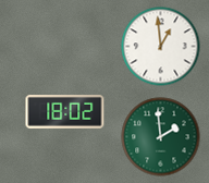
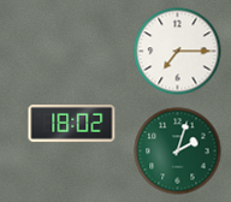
clock at (161, 47): 12:59 -> 7:15
clock at (161, 137): 1:59 -> 2:03
